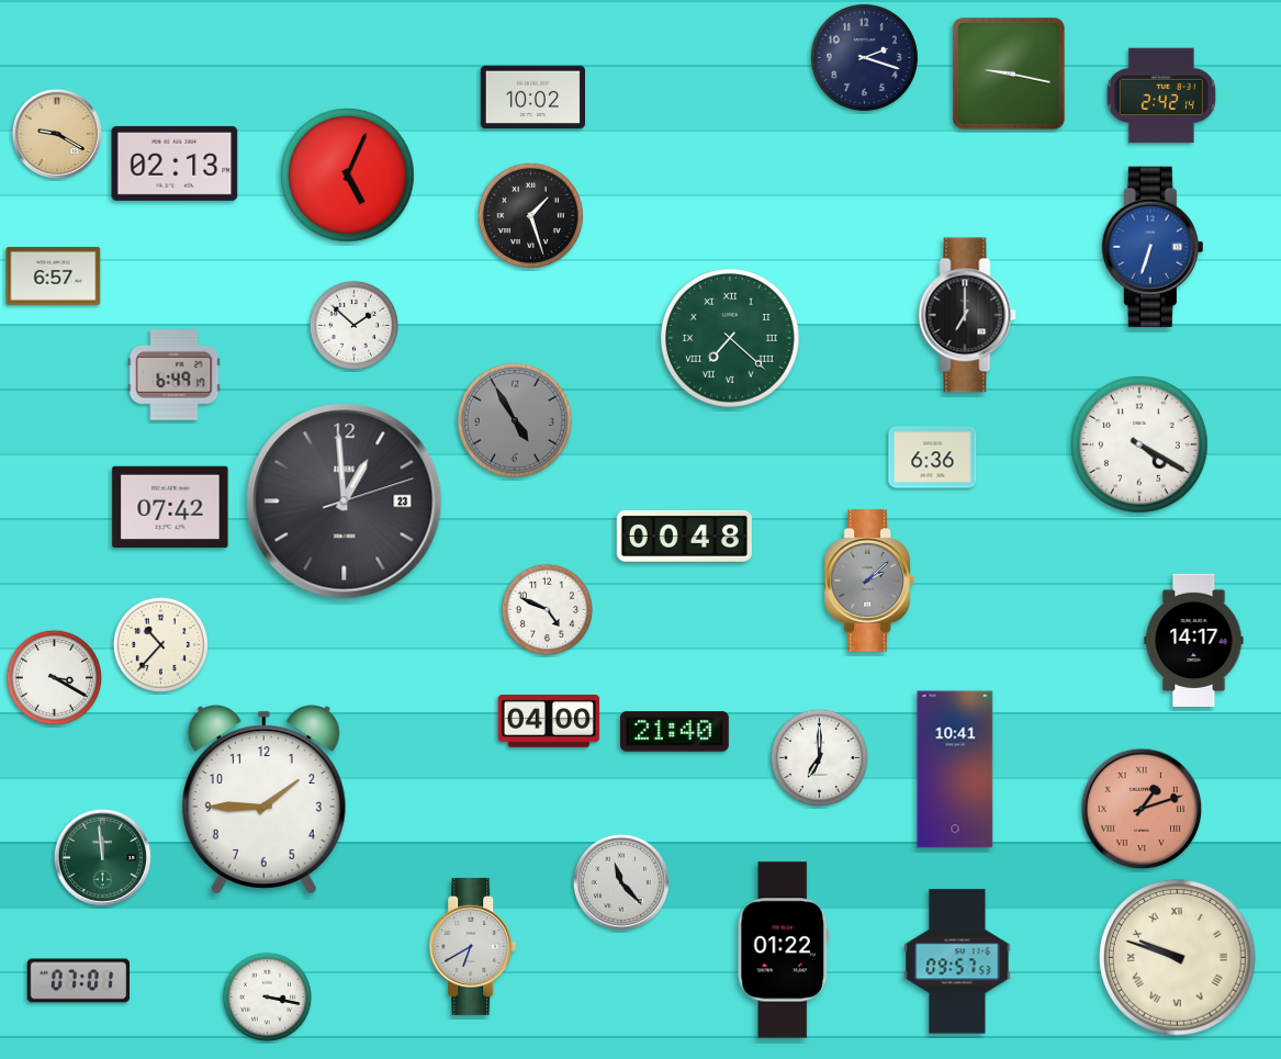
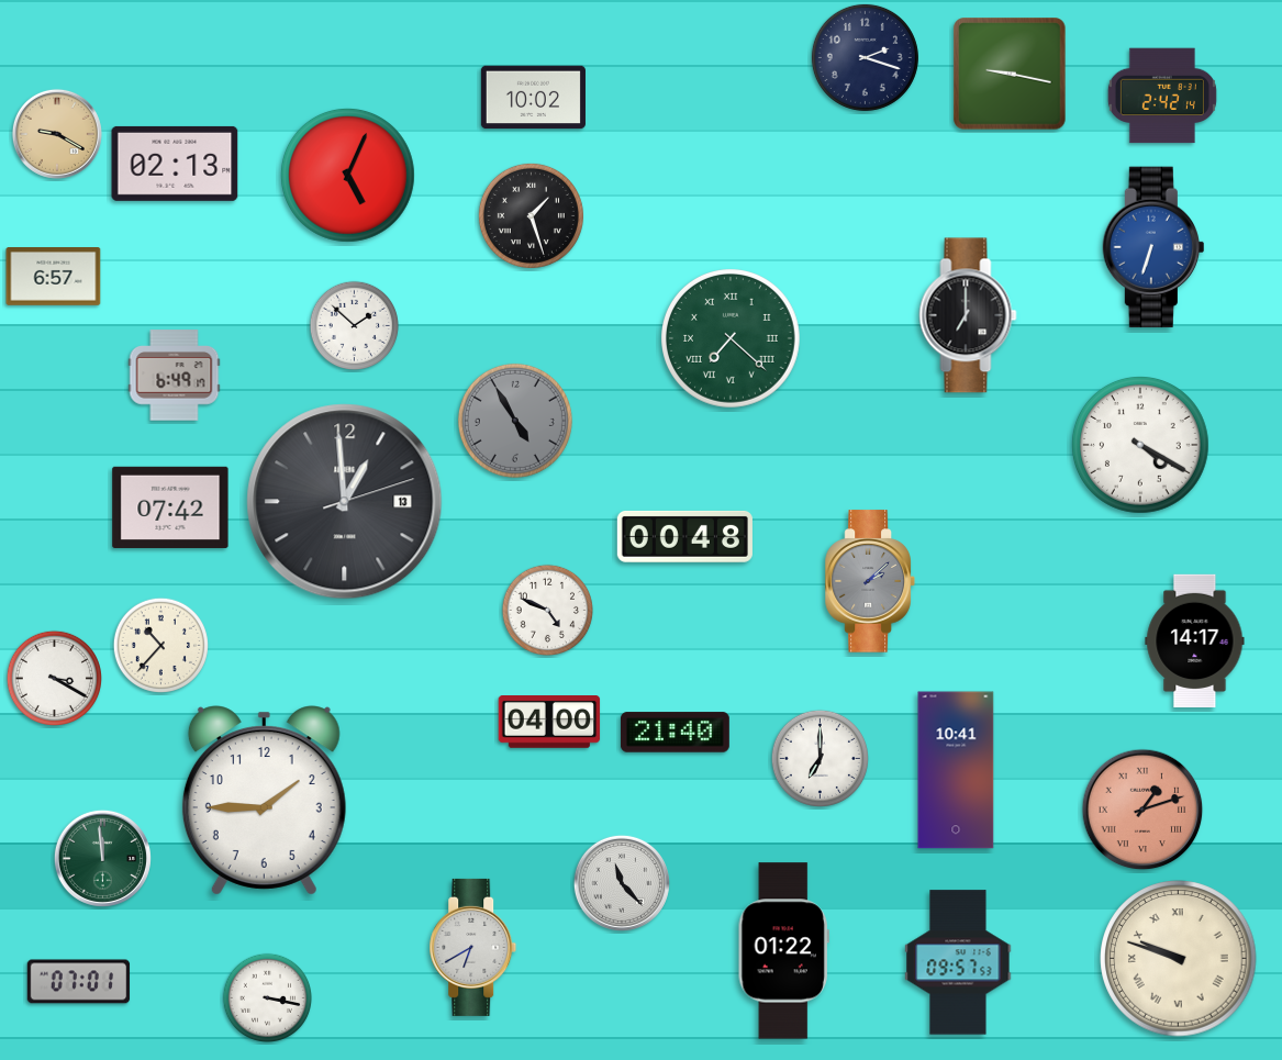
clock at (933, 458): 6:36 -> none
clock at (345, 502) date: 23 -> 13
